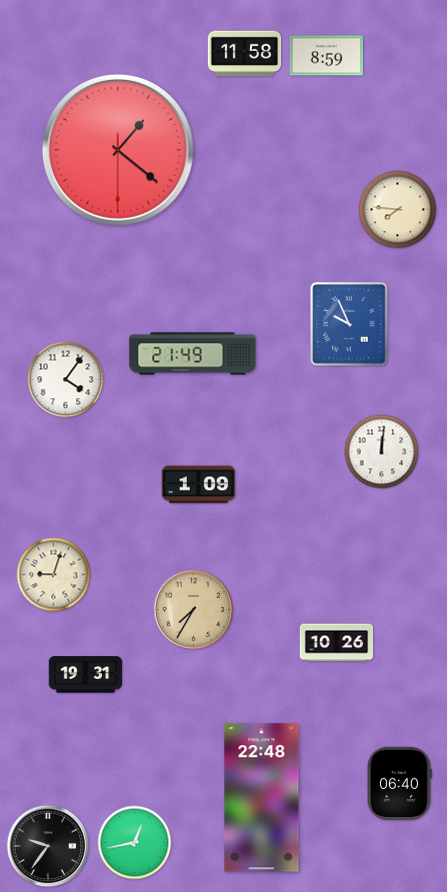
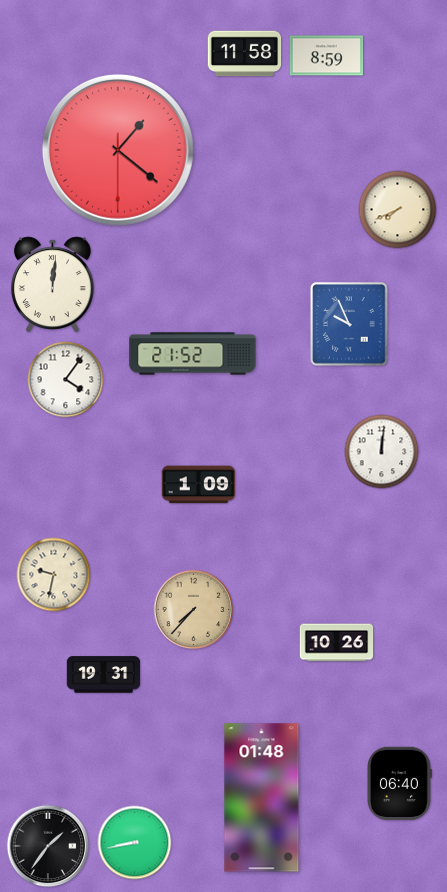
clock at (398, 210): 7:46 -> 7:41
clock at (53, 285): none -> 12:01
clock at (193, 354): 21:49 -> 21:52
clock at (54, 575): 9:03 -> 9:32
clock at (194, 610): 7:35 -> 7:37
clock at (86, 675) position: (86, 675) -> (104, 675)
clock at (262, 798): 22:48 -> 01:48
clock at (135, 843): 12:43 -> 8:43
clock at (48, 846): 9:36 -> 1:36
